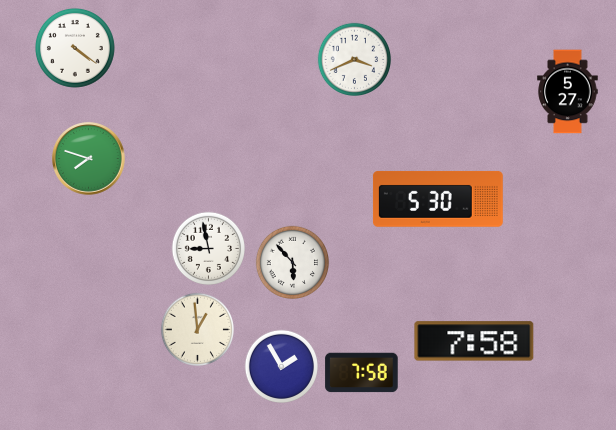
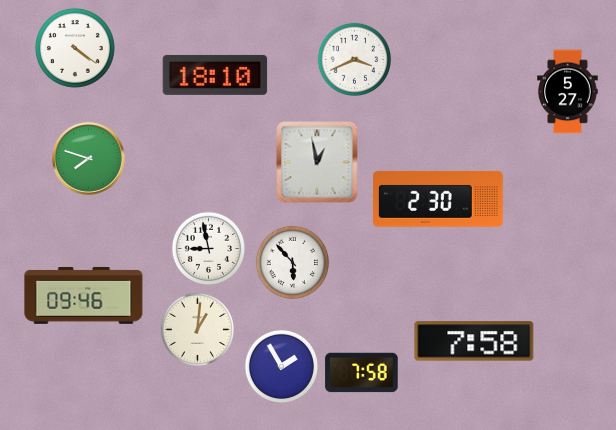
clock at (215, 75): none -> 18:10
clock at (317, 162): none -> 12:58
clock at (438, 199): 5:30 -> 2:30
clock at (84, 295): none -> 09:46
clock at (197, 329): 12:59 -> 1:01
